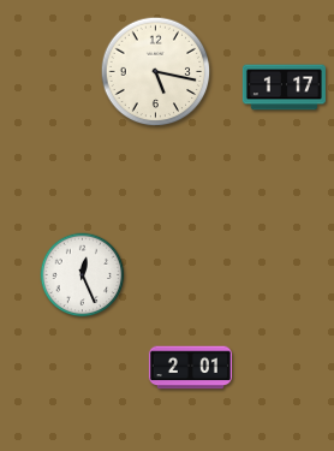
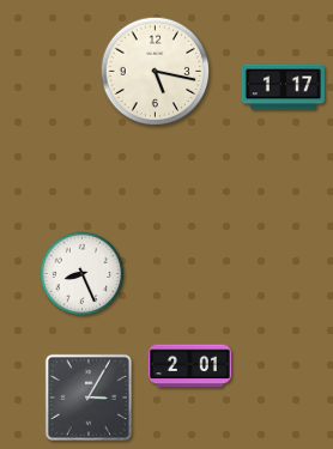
clock at (83, 275): 12:26 -> 8:26
clock at (89, 398): none -> 3:05
